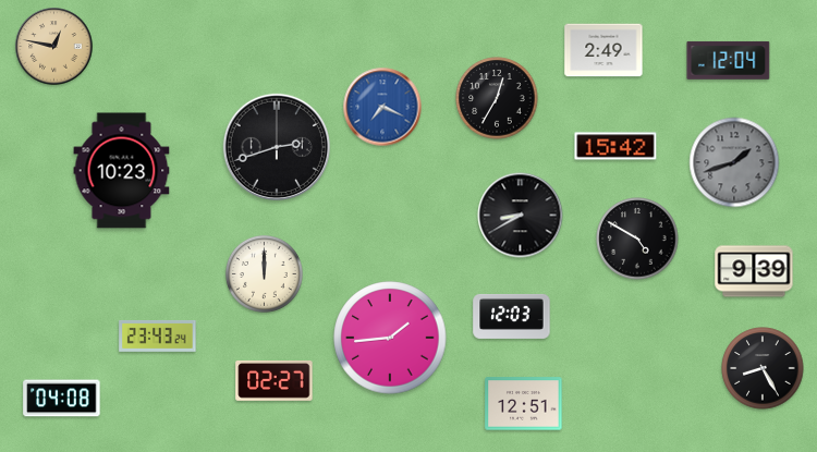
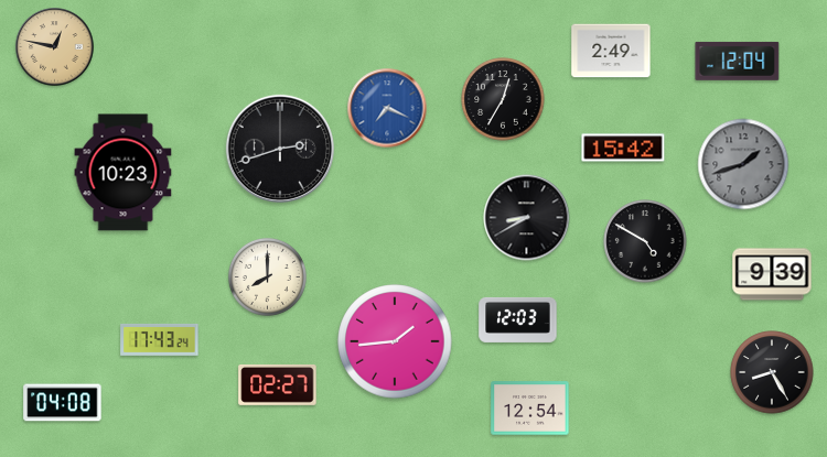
clock at (754, 271) position: (754, 271) -> (772, 274)
clock at (264, 273): 12:00 -> 8:00
clock at (158, 335): 23:43 -> 17:43
clock at (524, 404): 12:51 -> 12:54
